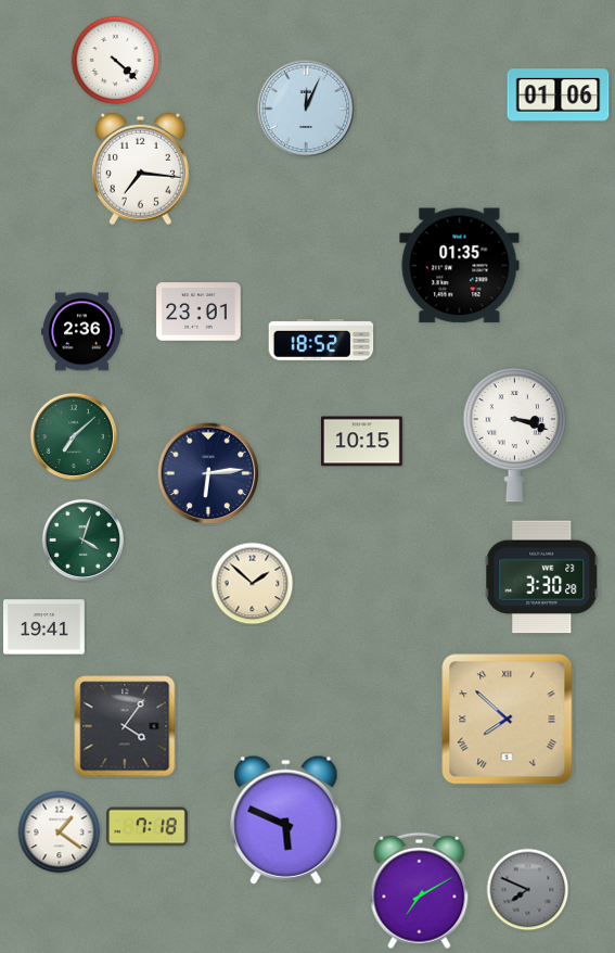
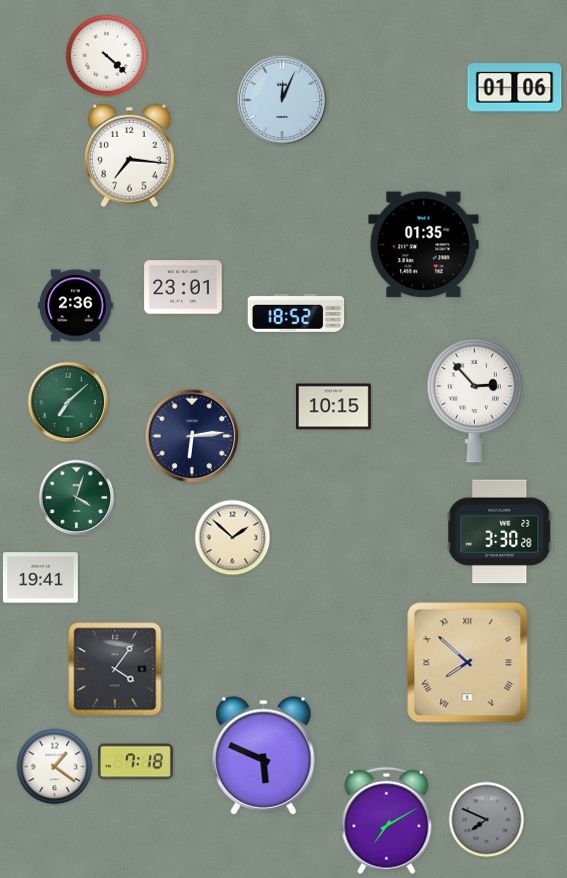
clock at (514, 434): 3:18 -> 2:53
